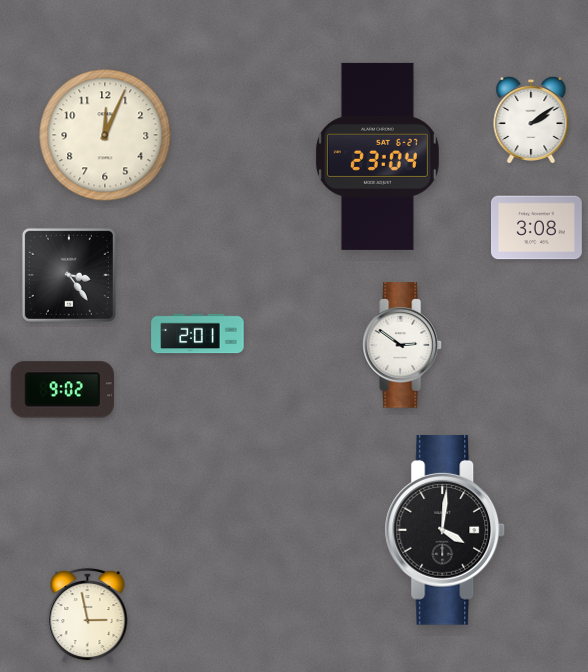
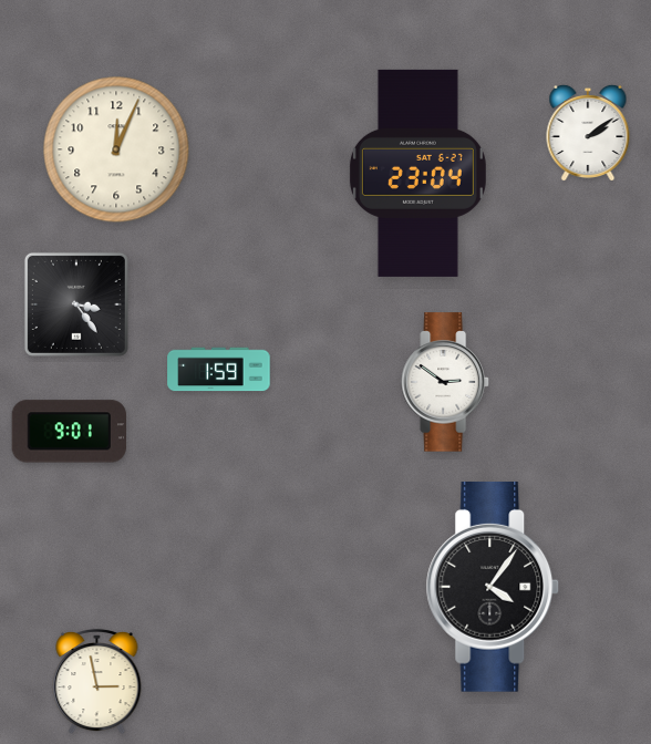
clock at (536, 228): 3:08 -> none
clock at (198, 334): 2:01 -> 1:59
clock at (62, 390): 9:02 -> 9:01
clock at (445, 530): 4:01 -> 4:06
